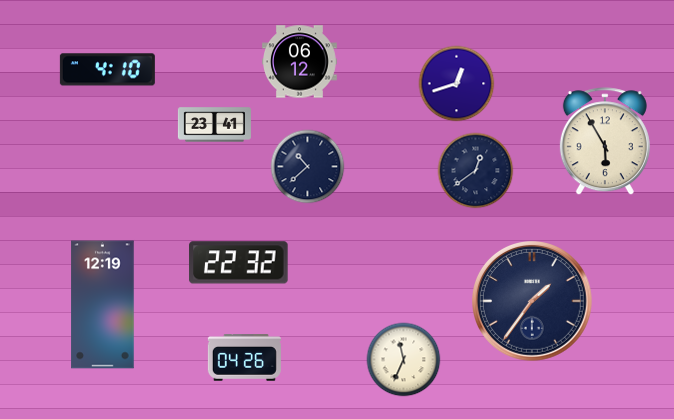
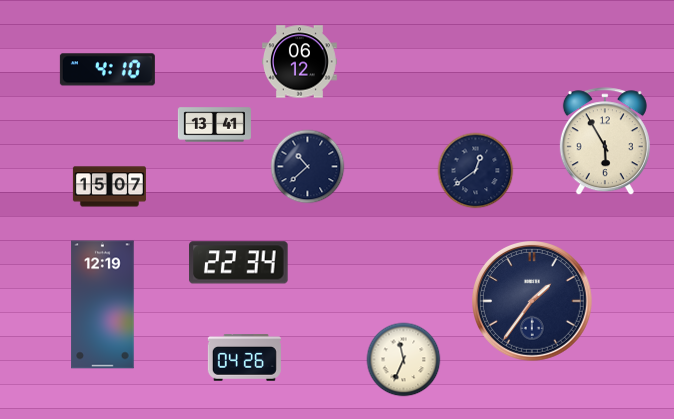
clock at (457, 84): 12:42 -> none
clock at (214, 125): 23:41 -> 13:41
clock at (109, 187): none -> 15:07
clock at (239, 263): 22:32 -> 22:34
